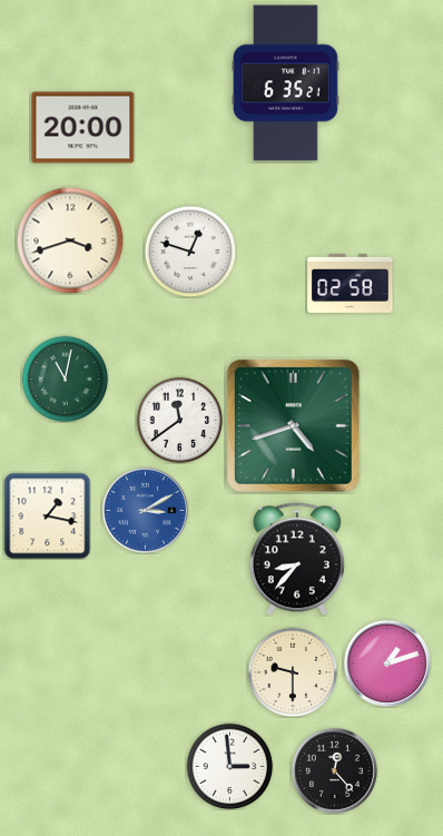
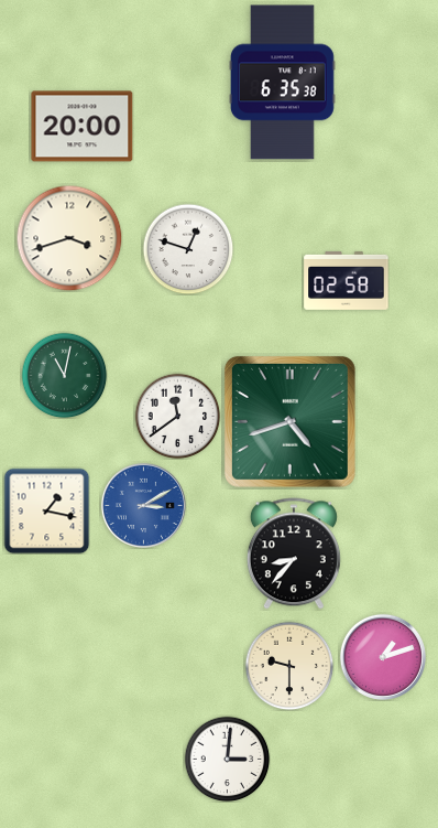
clock at (285, 83): 6:35:21 -> 6:35:38
clock at (229, 766): 2:59 -> 3:01
clock at (334, 770): 12:23 -> none
